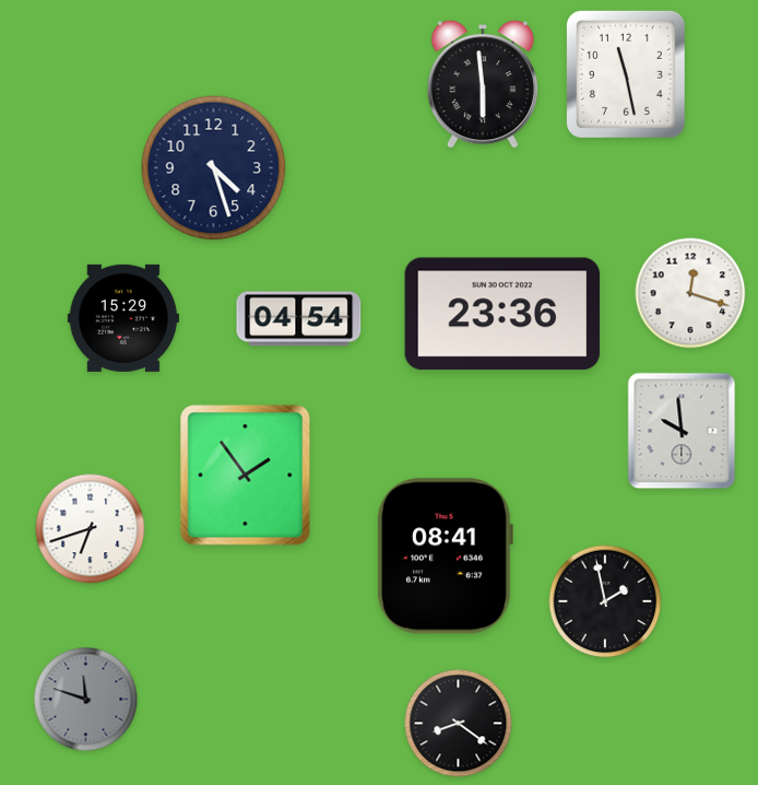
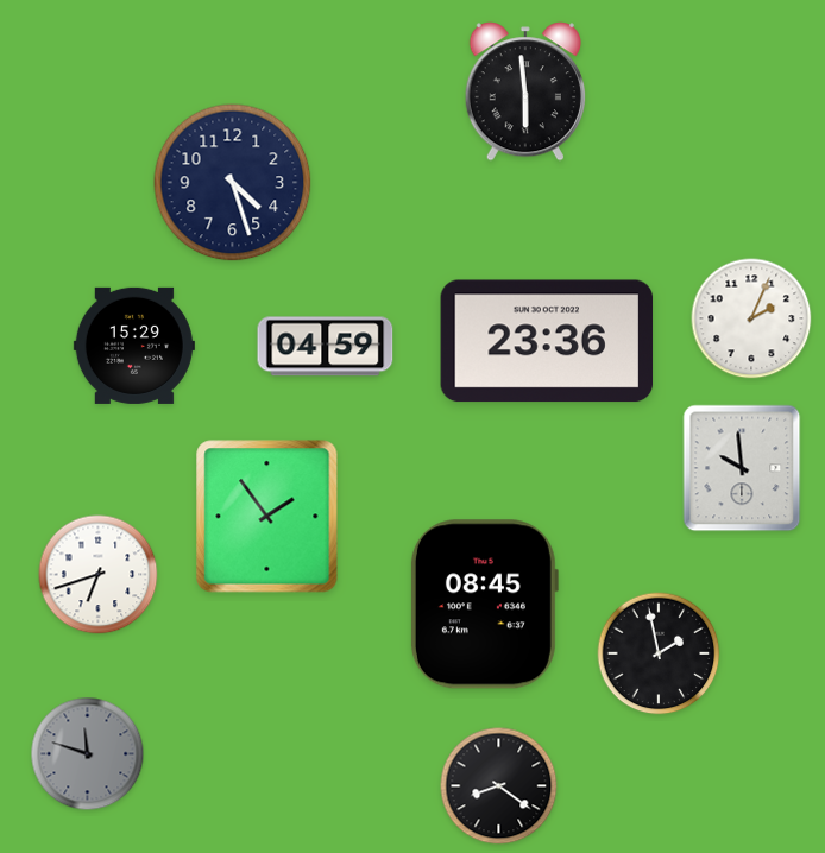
clock at (626, 74): 11:28 -> none
clock at (690, 293): 12:18 -> 2:04
clock at (299, 319): 04:54 -> 04:59
clock at (445, 556): 08:41 -> 08:45
clock at (86, 700) position: (86, 700) -> (88, 754)
